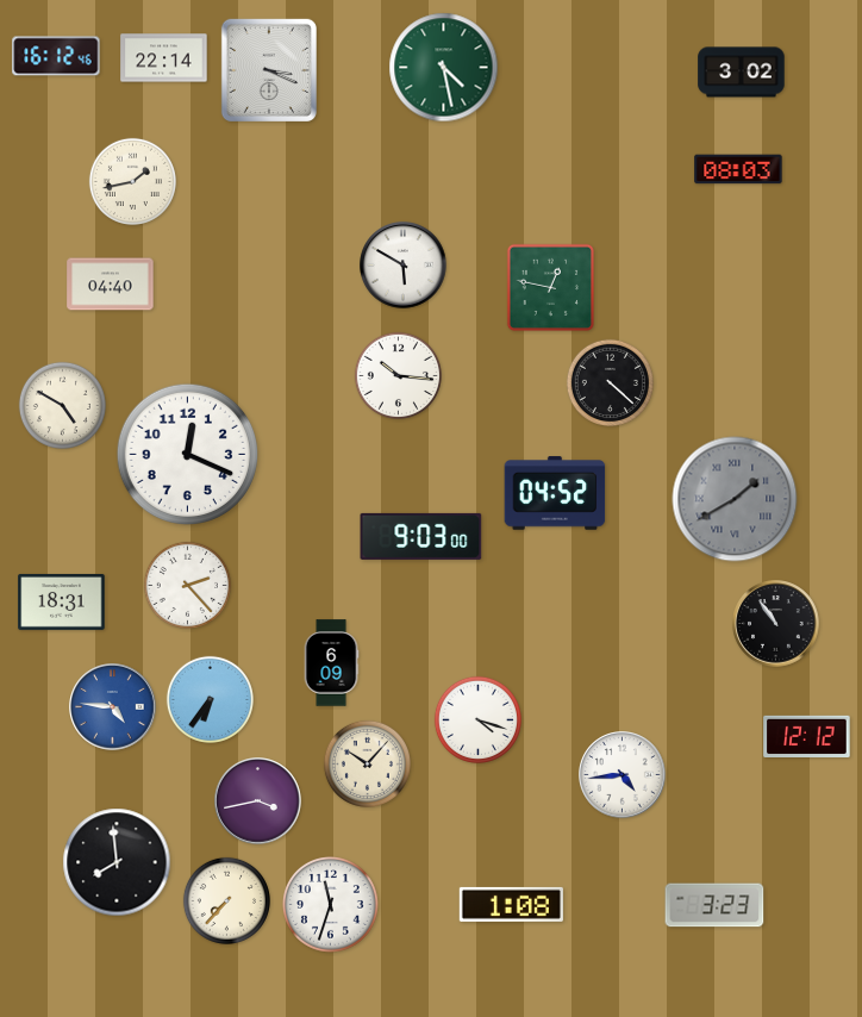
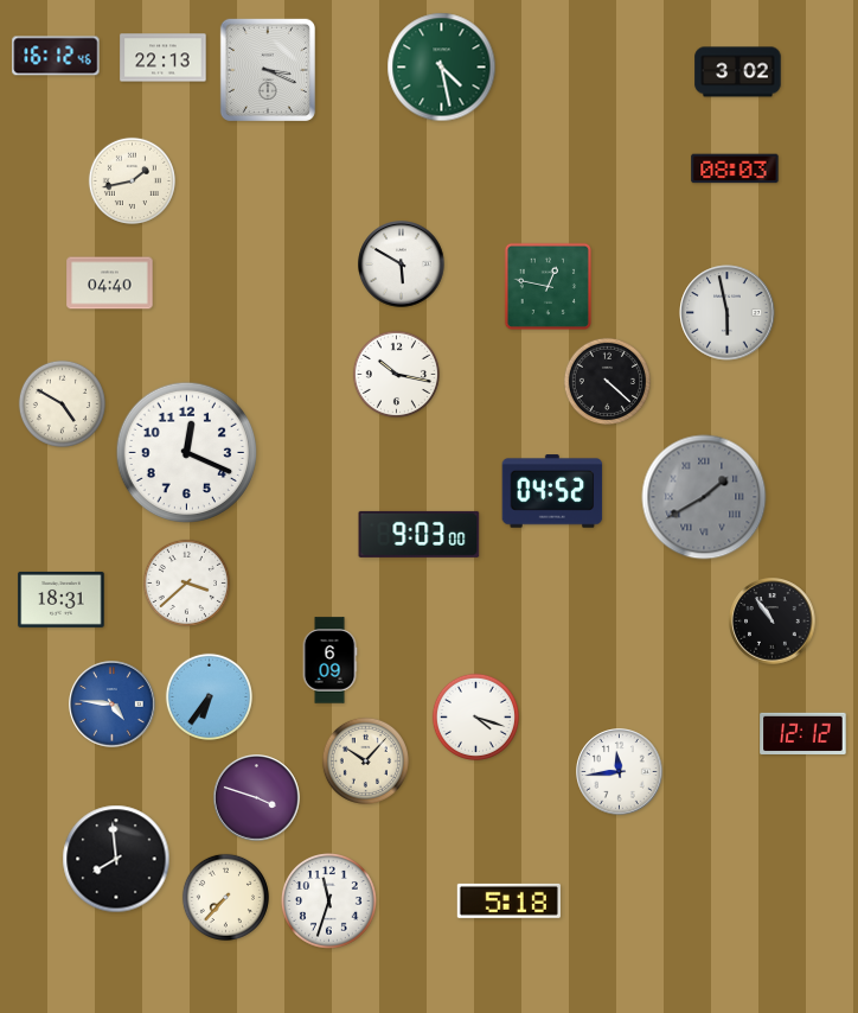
clock at (164, 58): 22:14 -> 22:13
clock at (728, 313): none -> 5:58
clock at (398, 375): 10:16 -> 10:17
clock at (735, 499) position: (735, 499) -> (704, 497)
clock at (187, 585): 2:23 -> 3:38
clock at (623, 775): 4:44 -> 11:44
clock at (258, 801): 3:43 -> 3:48
clock at (511, 904): 1:08 -> 5:18
clock at (714, 905): 3:23 -> none
